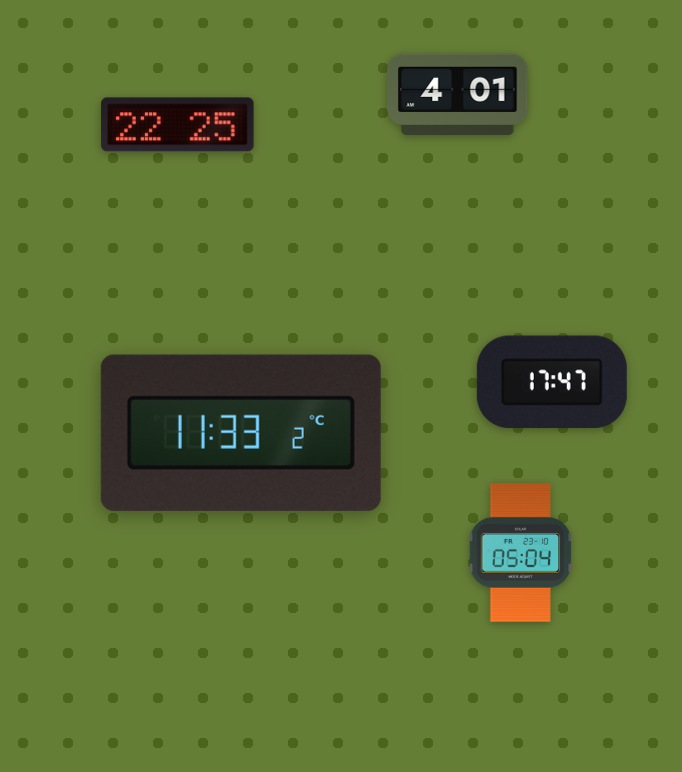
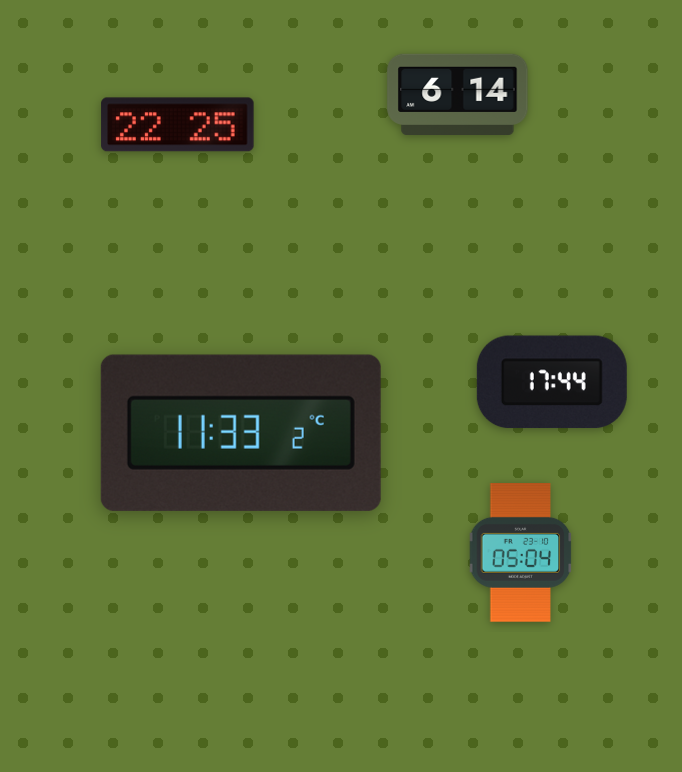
clock at (458, 94): 4:01 -> 6:14
clock at (552, 382): 17:47 -> 17:44
